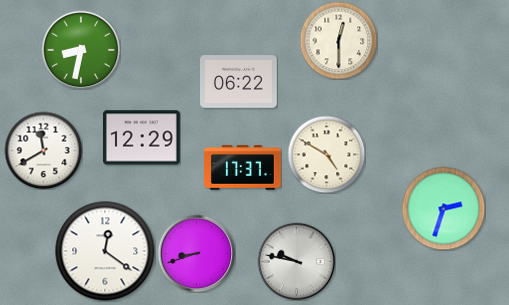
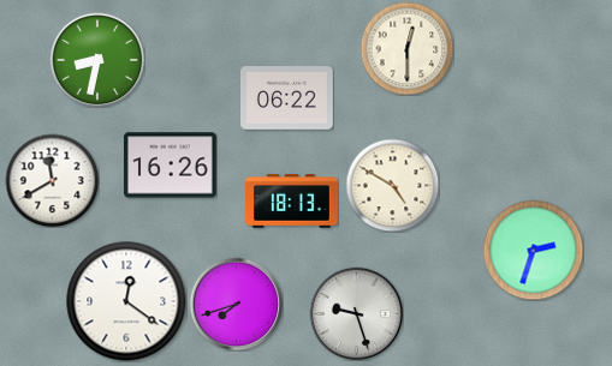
clock at (141, 138): 12:29 -> 16:26
clock at (243, 168): 17:37 -> 18:13
clock at (196, 253): 8:42 -> 7:42
clock at (296, 261): 9:47 -> 9:27
